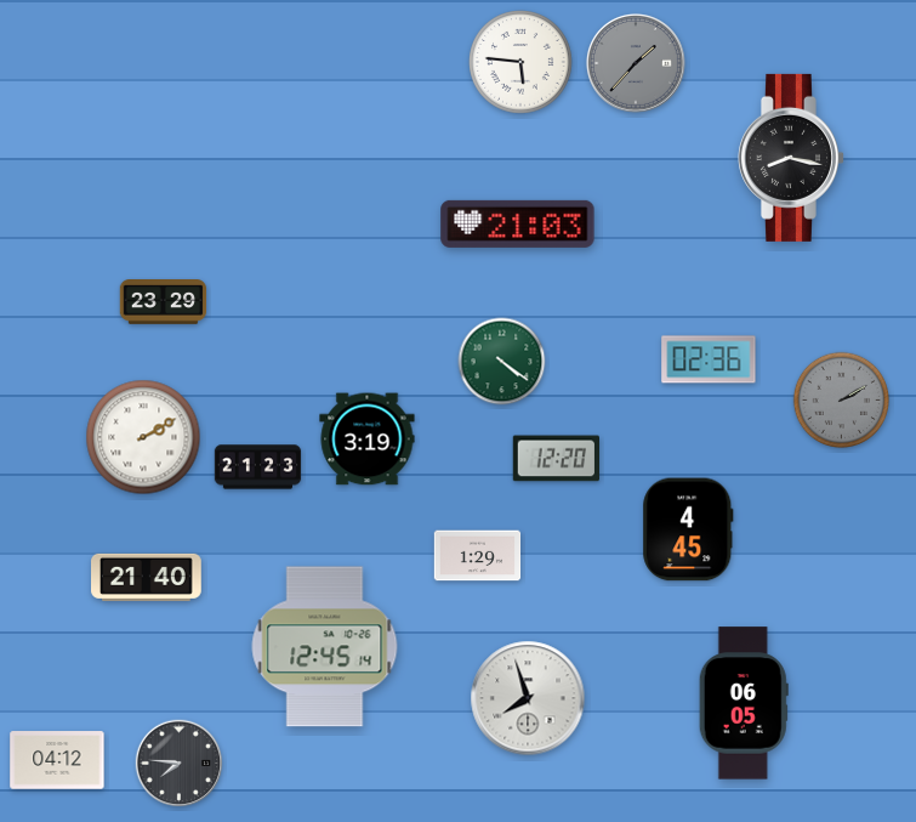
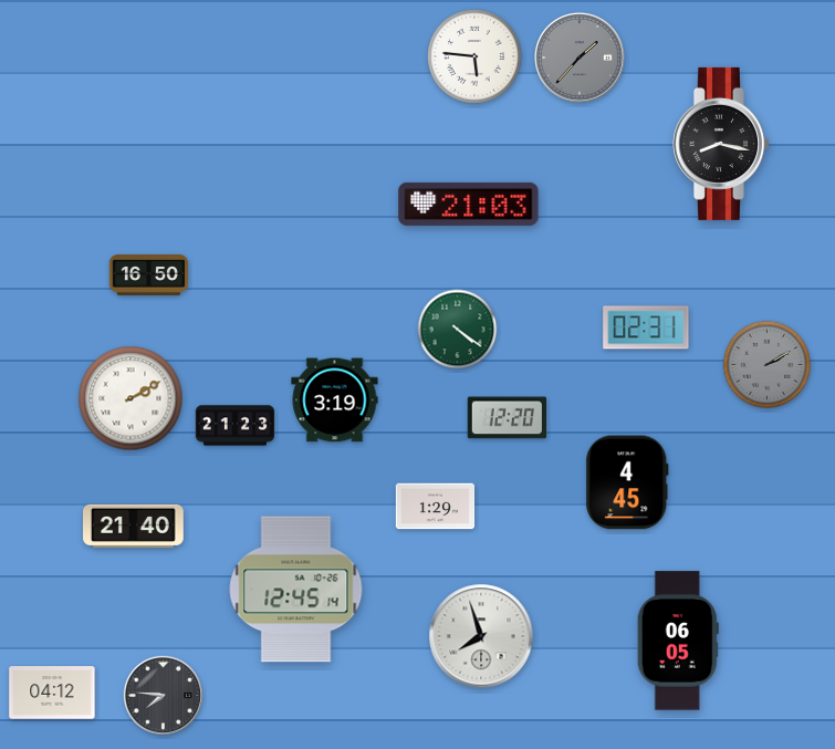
clock at (518, 223) position: (518, 223) -> (469, 204)
clock at (164, 302): 23:29 -> 16:50
clock at (709, 359): 02:36 -> 02:31
